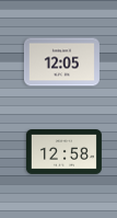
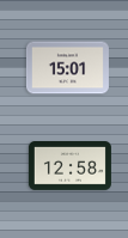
clock at (61, 62): 12:05 -> 15:01
